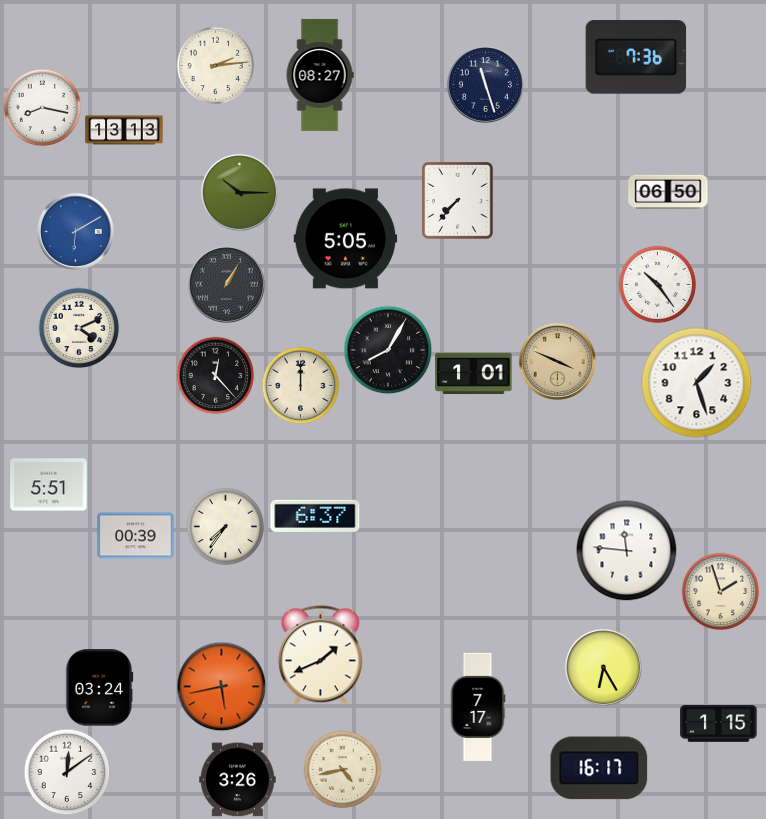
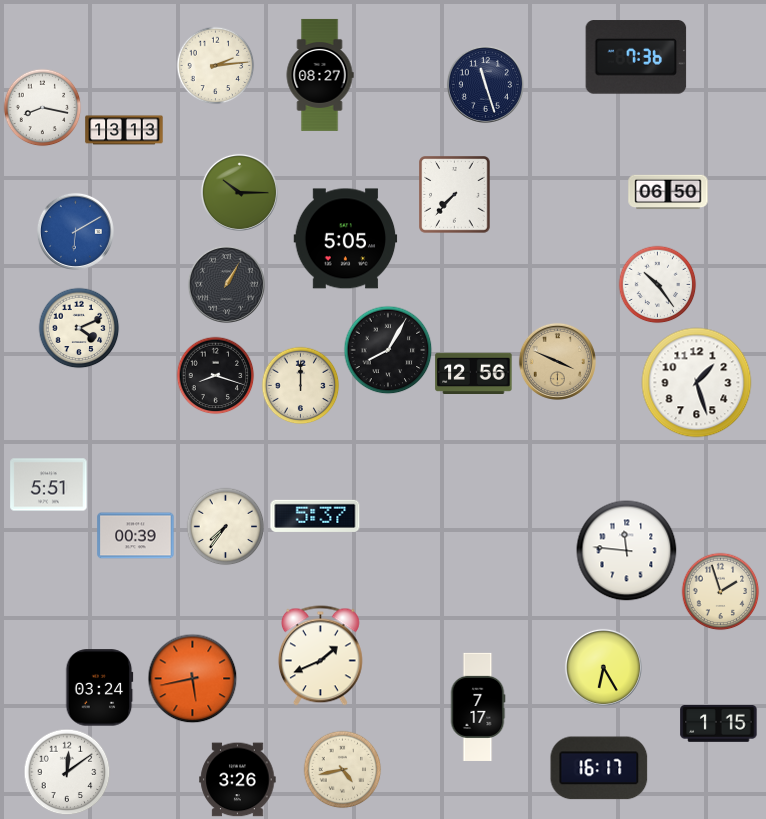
clock at (458, 201) position: (458, 201) -> (455, 195)
clock at (474, 373): 1:01 -> 12:56
clock at (215, 375): 12:23 -> 8:18
clock at (315, 516): 6:37 -> 5:37
clock at (221, 686) position: (221, 686) -> (192, 678)
